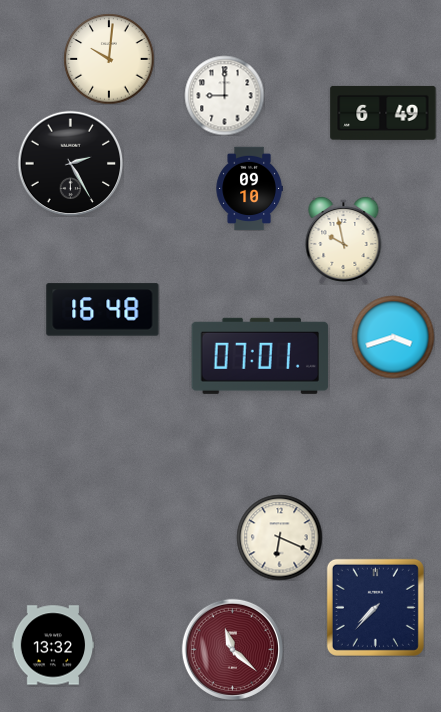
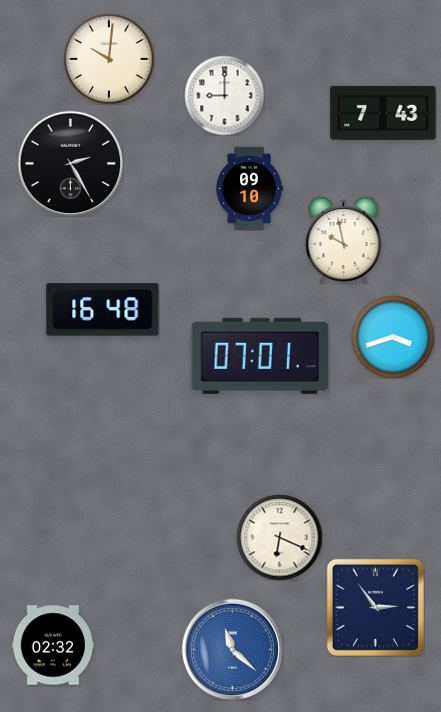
clock at (383, 113): 6:49 -> 7:43
clock at (375, 607): 7:37 -> 2:54
clock at (53, 645): 13:32 -> 02:32
clock at (232, 649) dial: burgundy -> blue
